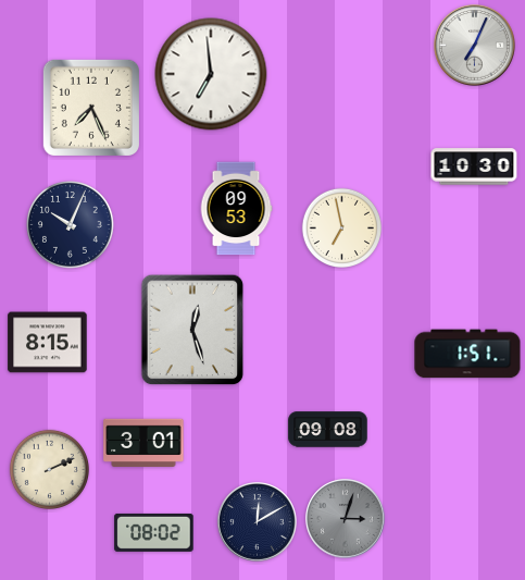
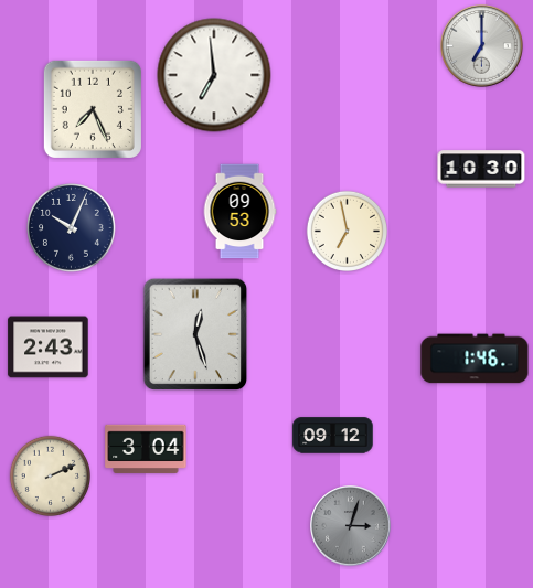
clock at (475, 46): 7:04 -> 7:00
clock at (48, 343): 8:15 -> 2:43
clock at (467, 354): 1:51 -> 1:46
clock at (328, 430): 09:08 -> 09:12
clock at (143, 443): 3:01 -> 3:04
clock at (258, 522): 12:10 -> none
clock at (154, 532): 08:02 -> none
